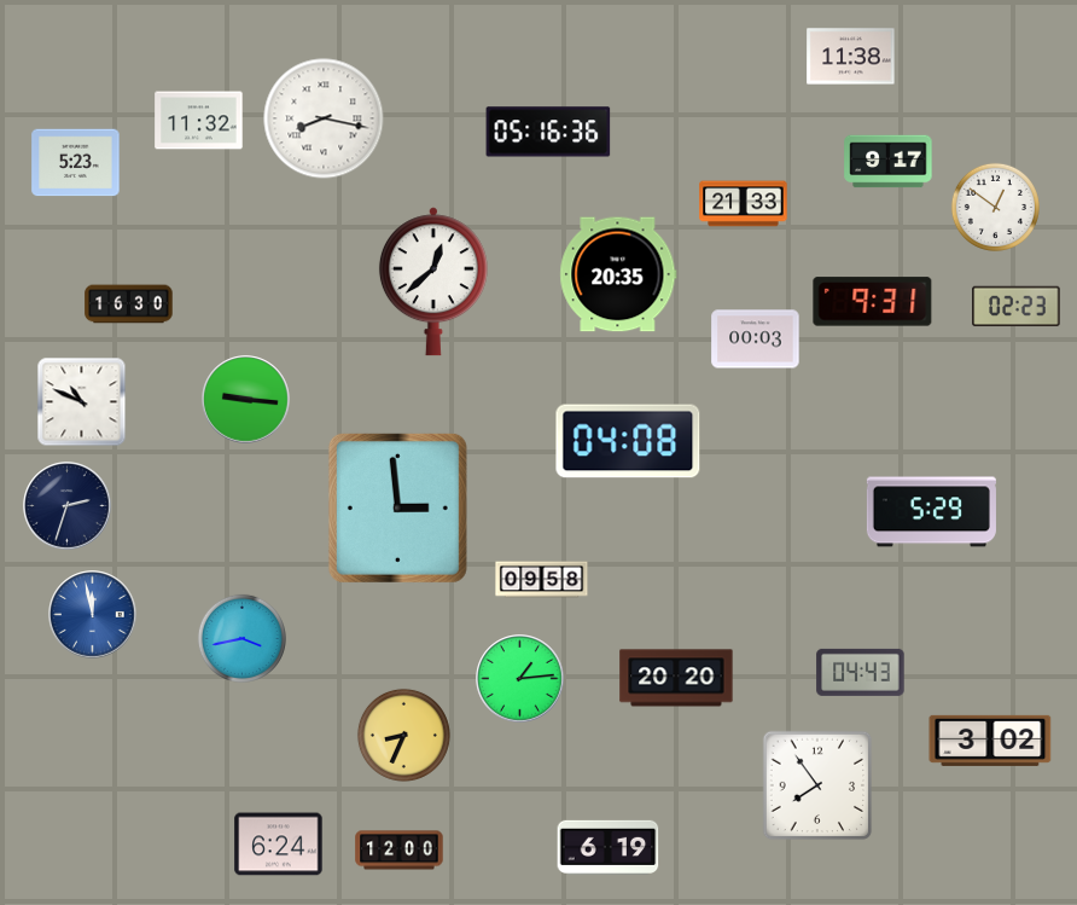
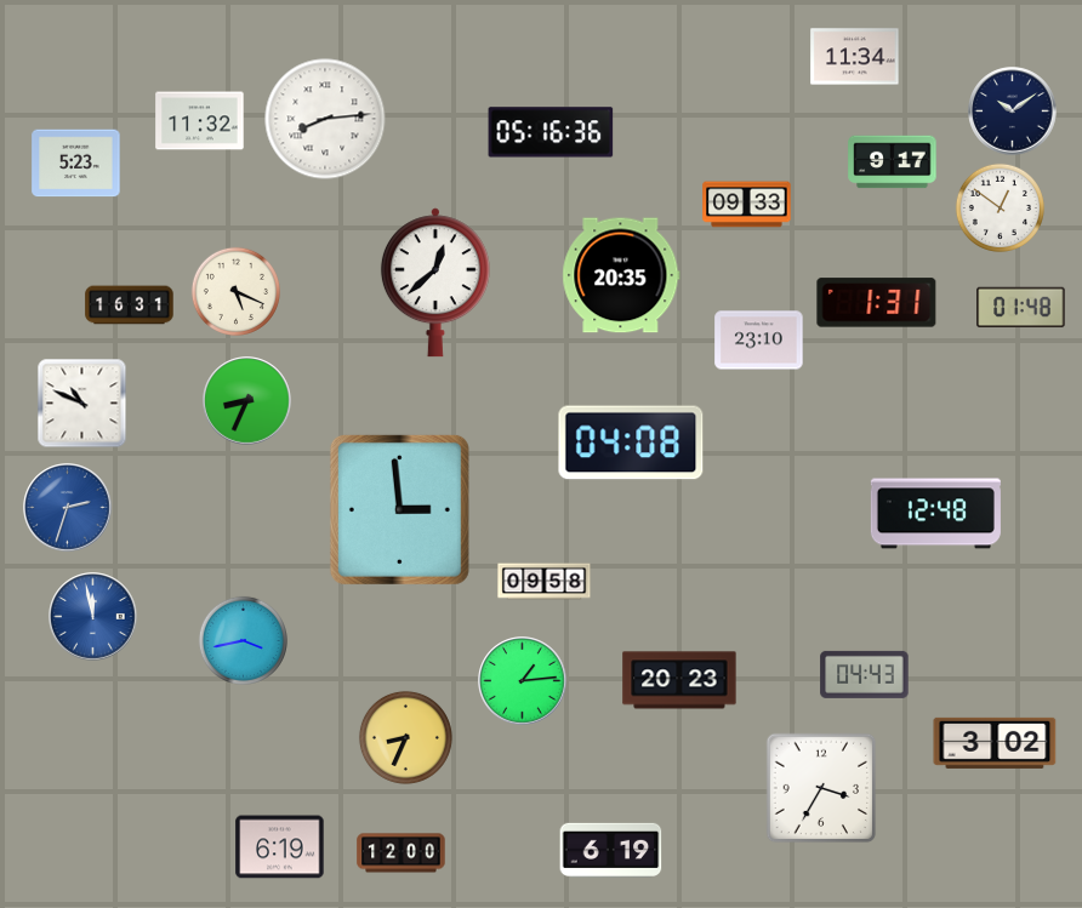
clock at (851, 57): 11:38 -> 11:34
clock at (1013, 112): none -> 10:09
clock at (324, 118): 8:17 -> 8:14
clock at (744, 204): 21:33 -> 09:33
clock at (235, 291): none -> 5:19
clock at (873, 302): 9:31 -> 1:31
clock at (129, 304): 16:30 -> 16:31
clock at (1017, 307): 02:23 -> 01:48
clock at (756, 340): 00:03 -> 23:10
clock at (246, 400): 9:16 -> 8:34
clock at (68, 506) dial: navy -> blue
clock at (931, 512): 5:29 -> 12:48
clock at (676, 678): 20:20 -> 20:23
clock at (817, 785): 7:54 -> 3:35
clock at (279, 845): 6:24 -> 6:19
